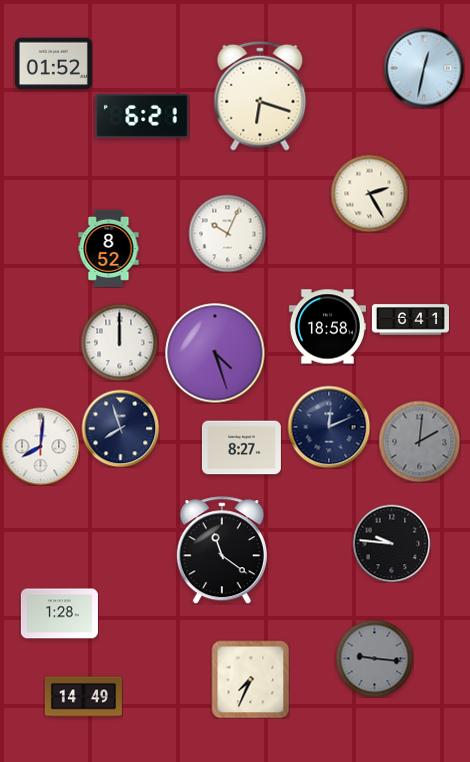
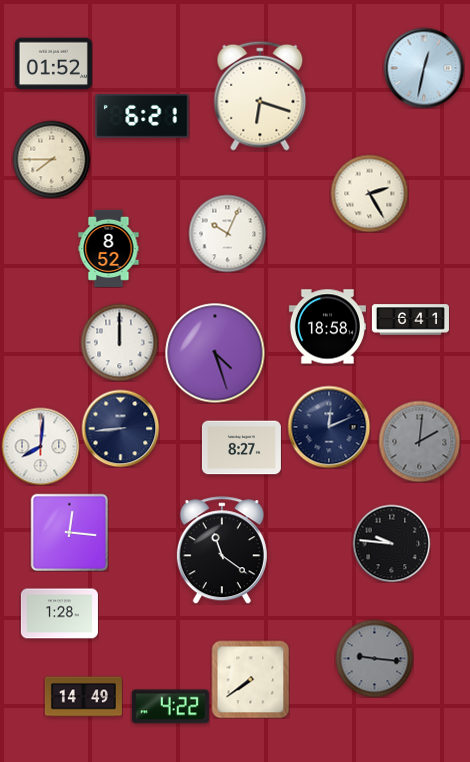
clock at (51, 159): none -> 7:45
clock at (120, 428): 7:57 -> 8:44
clock at (69, 532): none -> 12:16
clock at (250, 679): 7:34 -> 7:39
clock at (170, 707): none -> 4:22
